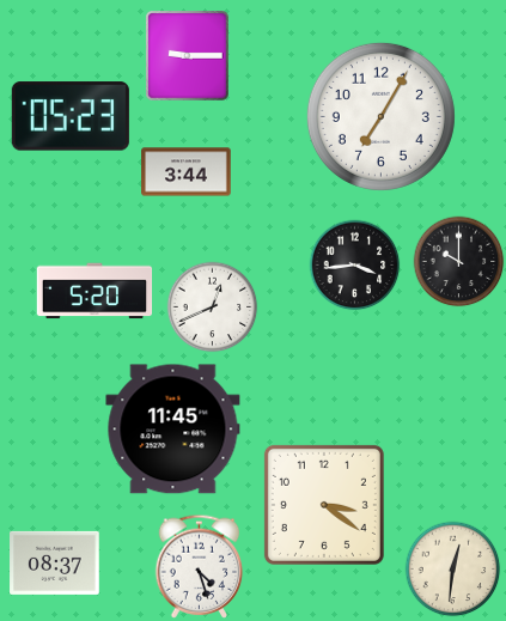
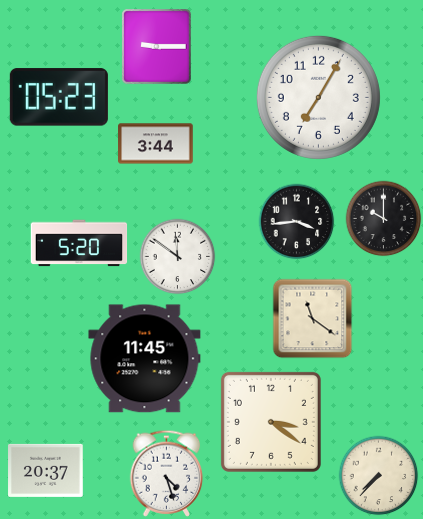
clock at (213, 308): 12:41 -> 11:51
clock at (313, 319): none -> 11:21
clock at (55, 562): 08:37 -> 20:37
clock at (453, 570): 12:31 -> 7:37
